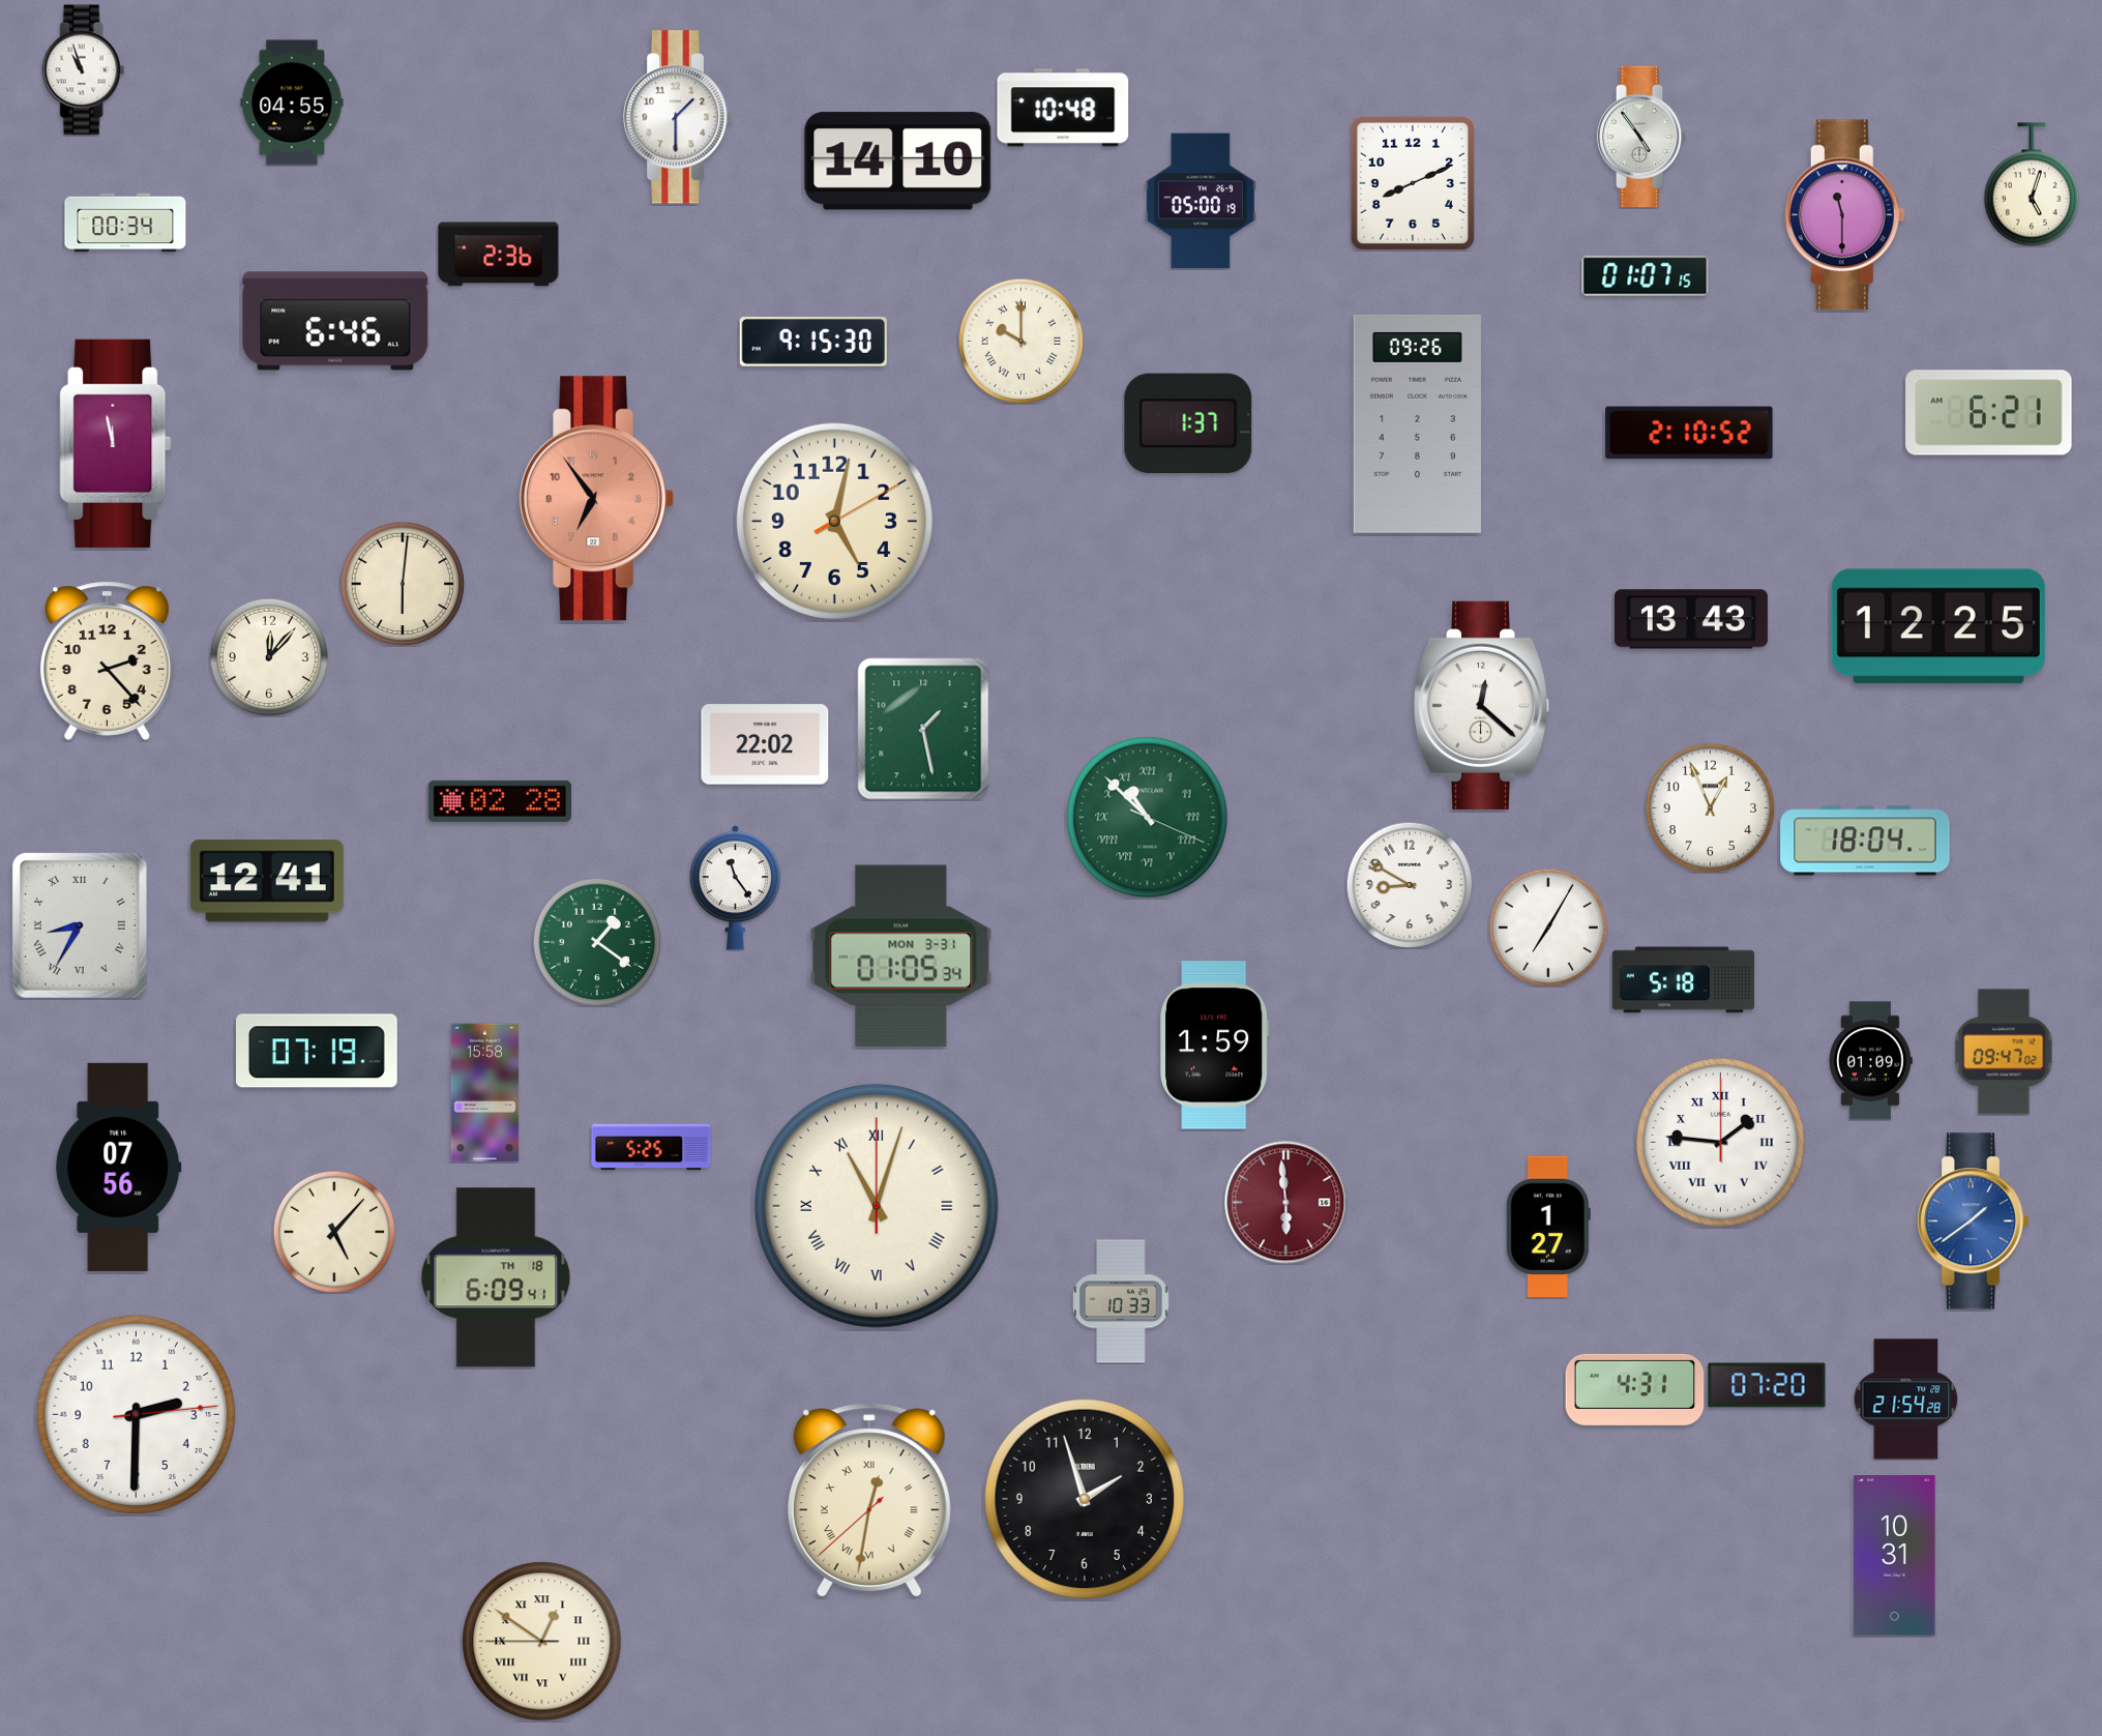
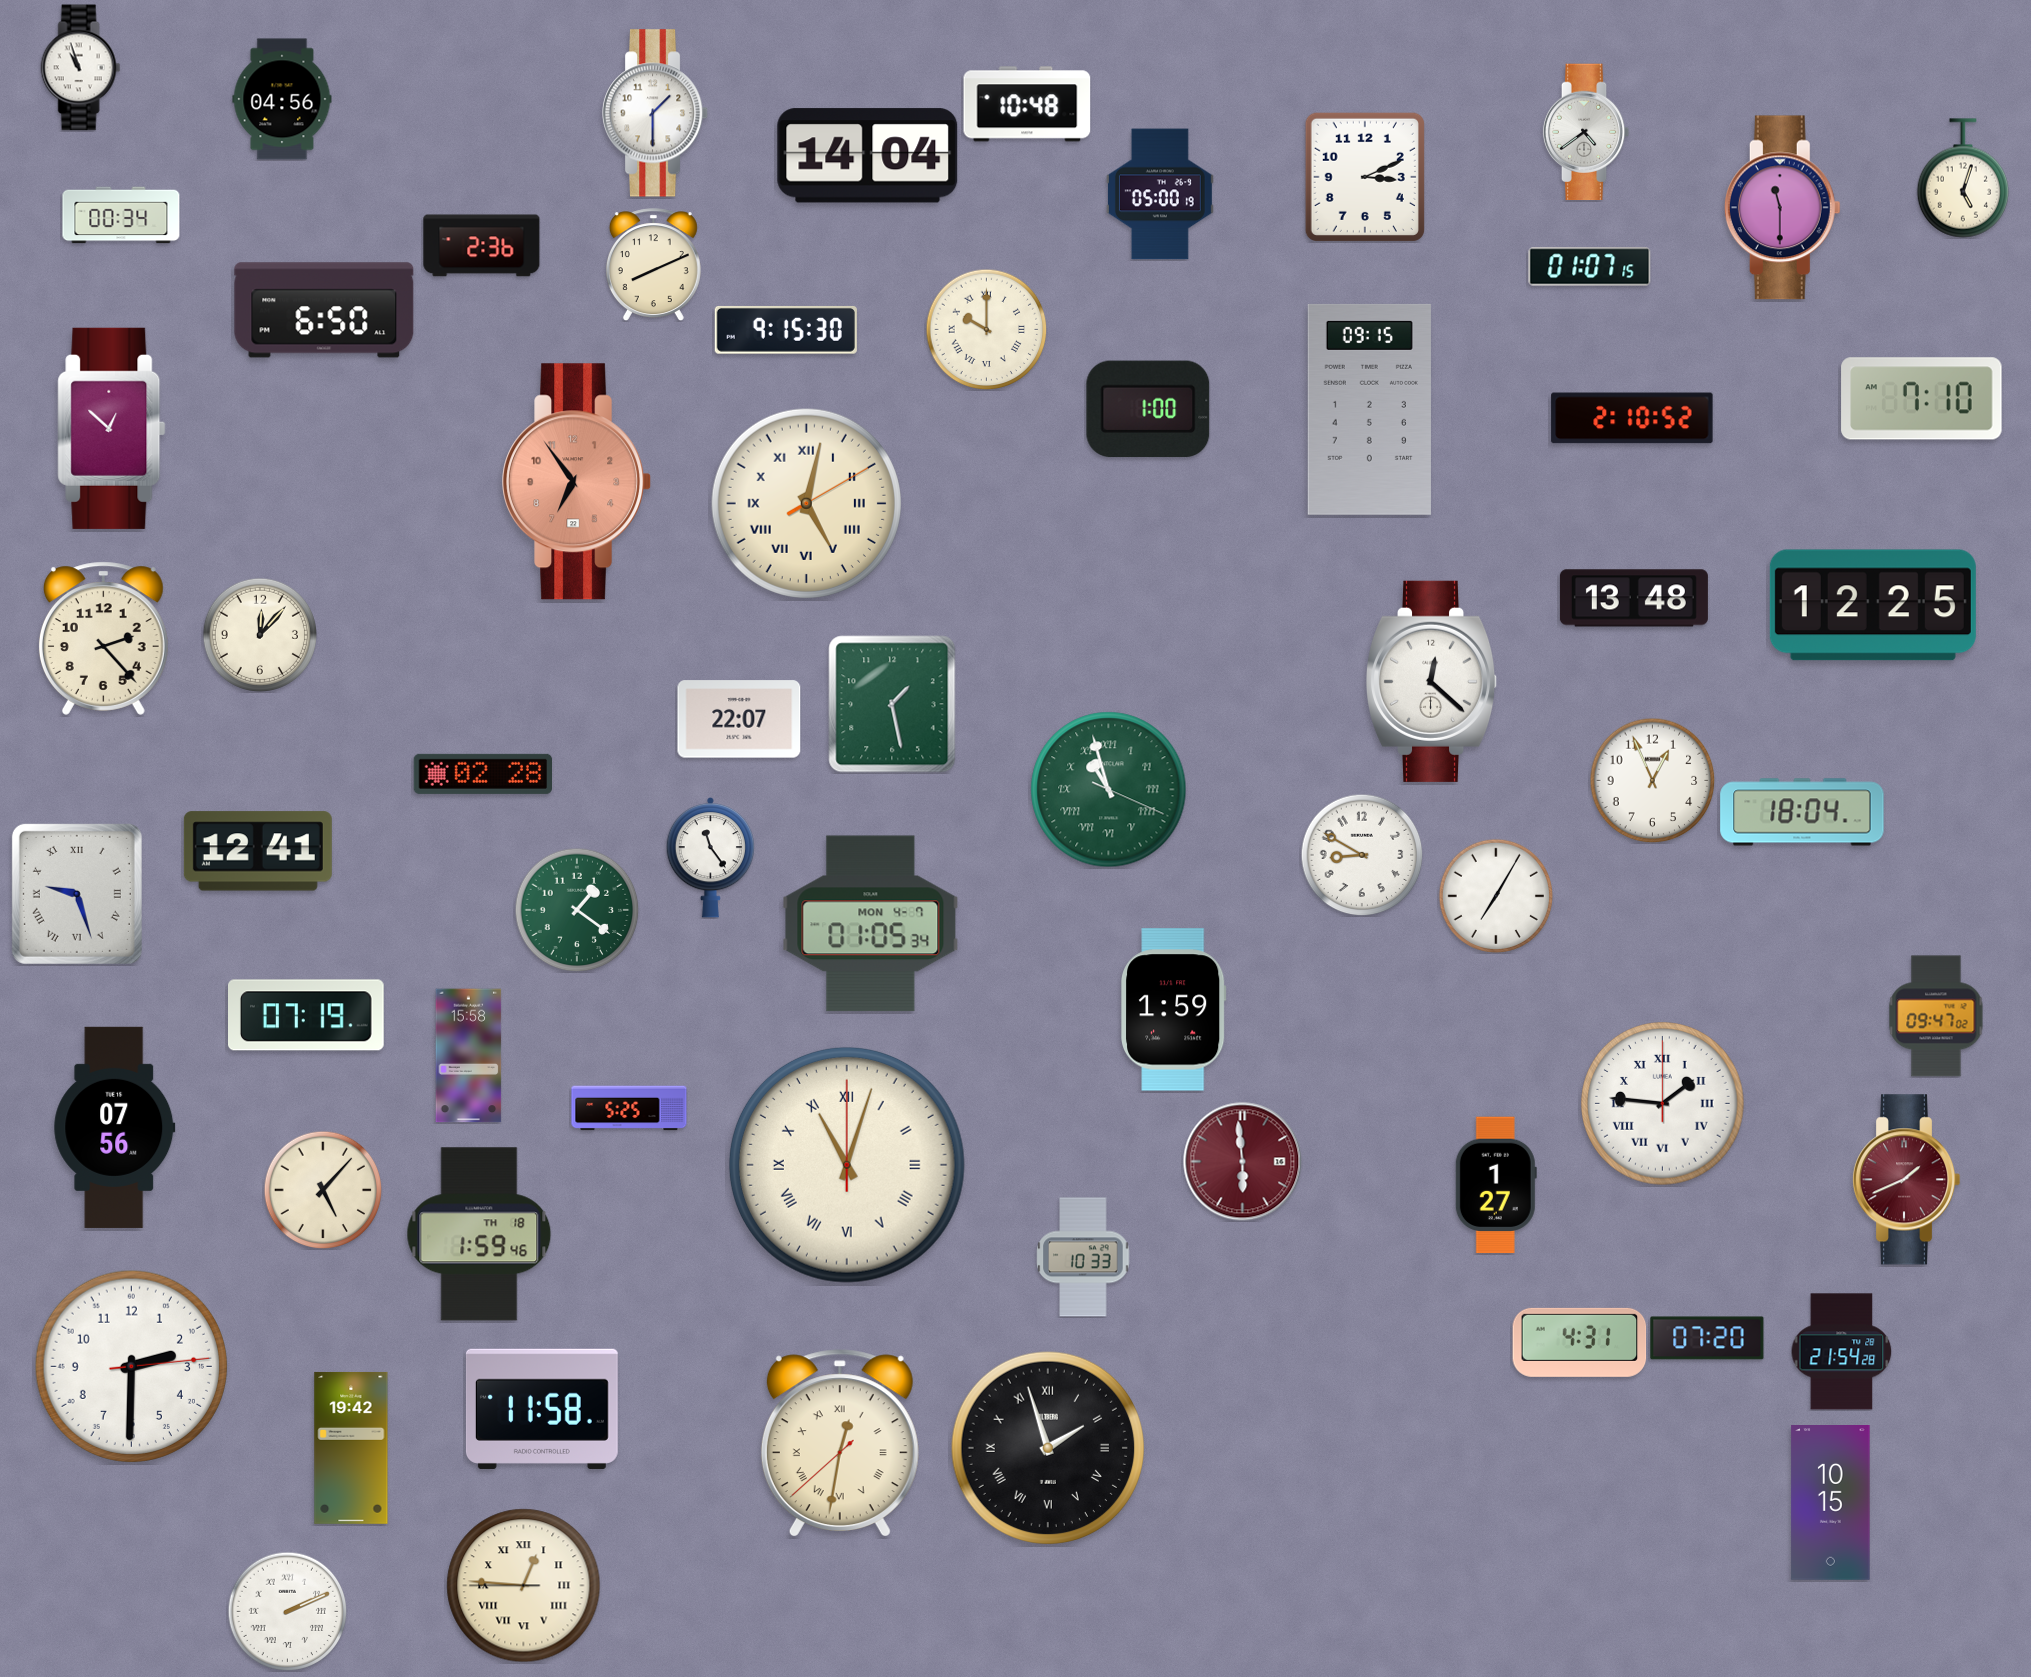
clock at (292, 102): 04:55 -> 04:56
clock at (1641, 137): 4:54 -> 4:39
clock at (898, 161): 14:10 -> 14:04
clock at (1413, 183): 8:11 -> 3:11
clock at (653, 264): none -> 8:11
clock at (335, 321): 6:46 -> 6:50
clock at (1989, 413): 6:21 -> 7:10
clock at (1188, 423): 1:37 -> 1:00
clock at (1417, 423): 09:26 -> 09:15
clock at (116, 443): 11:58 -> 12:52
clock at (834, 521) numerals: Arabic -> Roman
clock at (403, 584): 6:01 -> none
clock at (1691, 619): 13:43 -> 13:48
clock at (765, 744): 22:02 -> 22:07
clock at (1148, 818): 10:52 -> 10:57
clock at (80, 925): 8:35 -> 9:27
clock at (901, 957) date: MON 3-31 -> MON 4-7
clock at (1684, 980): 5:18 -> none
clock at (1871, 1061): 01:09 -> none
clock at (1973, 1222): 1:39 -> 1:41
clock at (1973, 1222) dial: blue -> burgundy
clock at (496, 1277): 6:09 -> 1:59
clock at (542, 1409): none -> 11:58
clock at (1084, 1498) numerals: Arabic -> Roman
clock at (351, 1448): none -> 19:42
clock at (869, 1500) position: (869, 1500) -> (840, 1443)
clock at (1895, 1556): 10:31 -> 10:15
clock at (542, 1642): 12:50 -> 12:45
clock at (287, 1611): none -> 2:11
